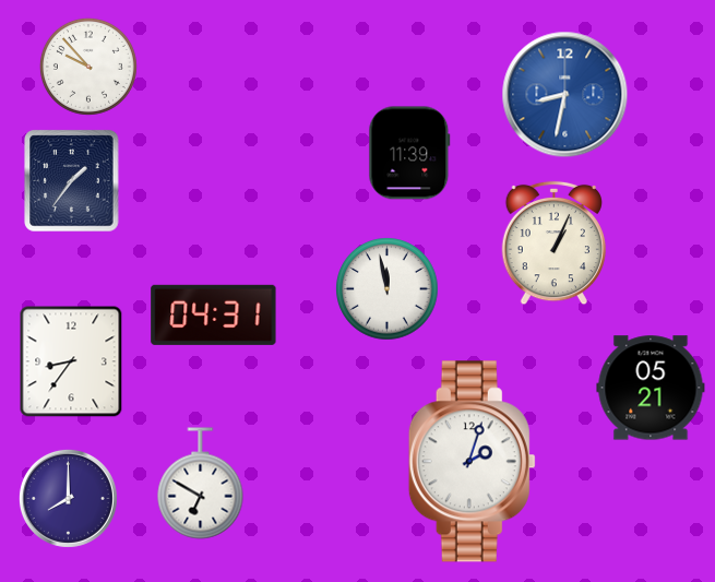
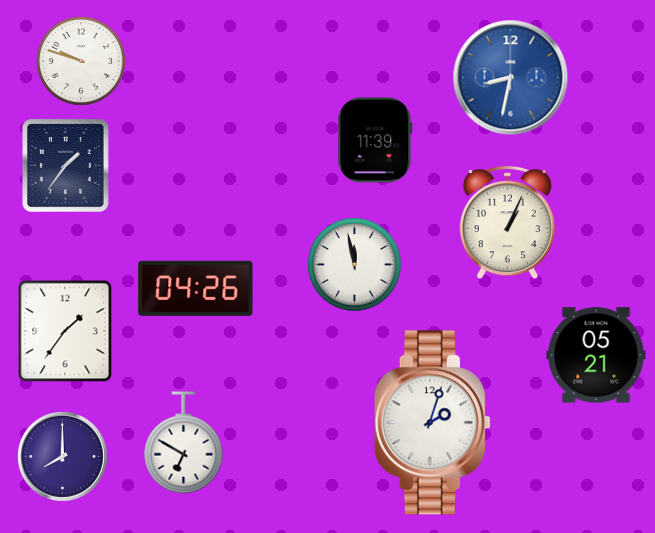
clock at (88, 67): 9:53 -> 9:48
clock at (565, 95) position: (565, 95) -> (511, 78)
clock at (214, 314): 04:31 -> 04:26
clock at (71, 361): 8:36 -> 1:36
